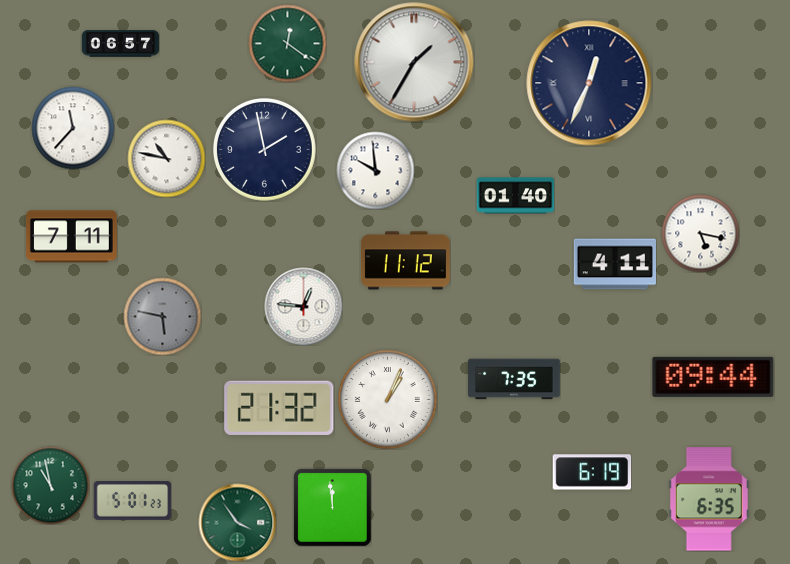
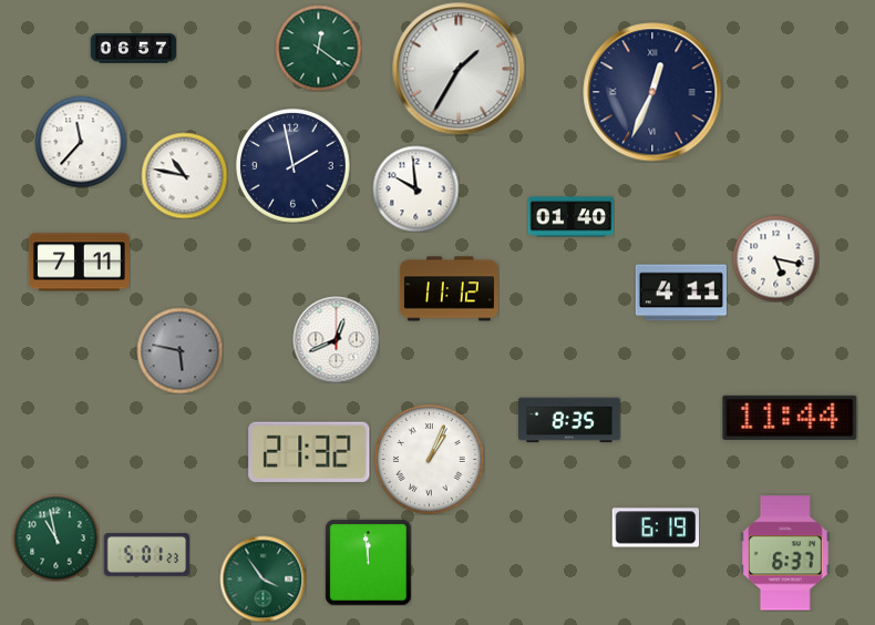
clock at (303, 306): 12:46 -> 12:41
clock at (713, 377): 09:44 -> 11:44
clock at (515, 379): 7:35 -> 8:35
clock at (388, 400) position: (388, 400) -> (430, 460)
clock at (592, 472) position: (592, 472) -> (656, 527)
clock at (709, 499): 6:35 -> 6:37
